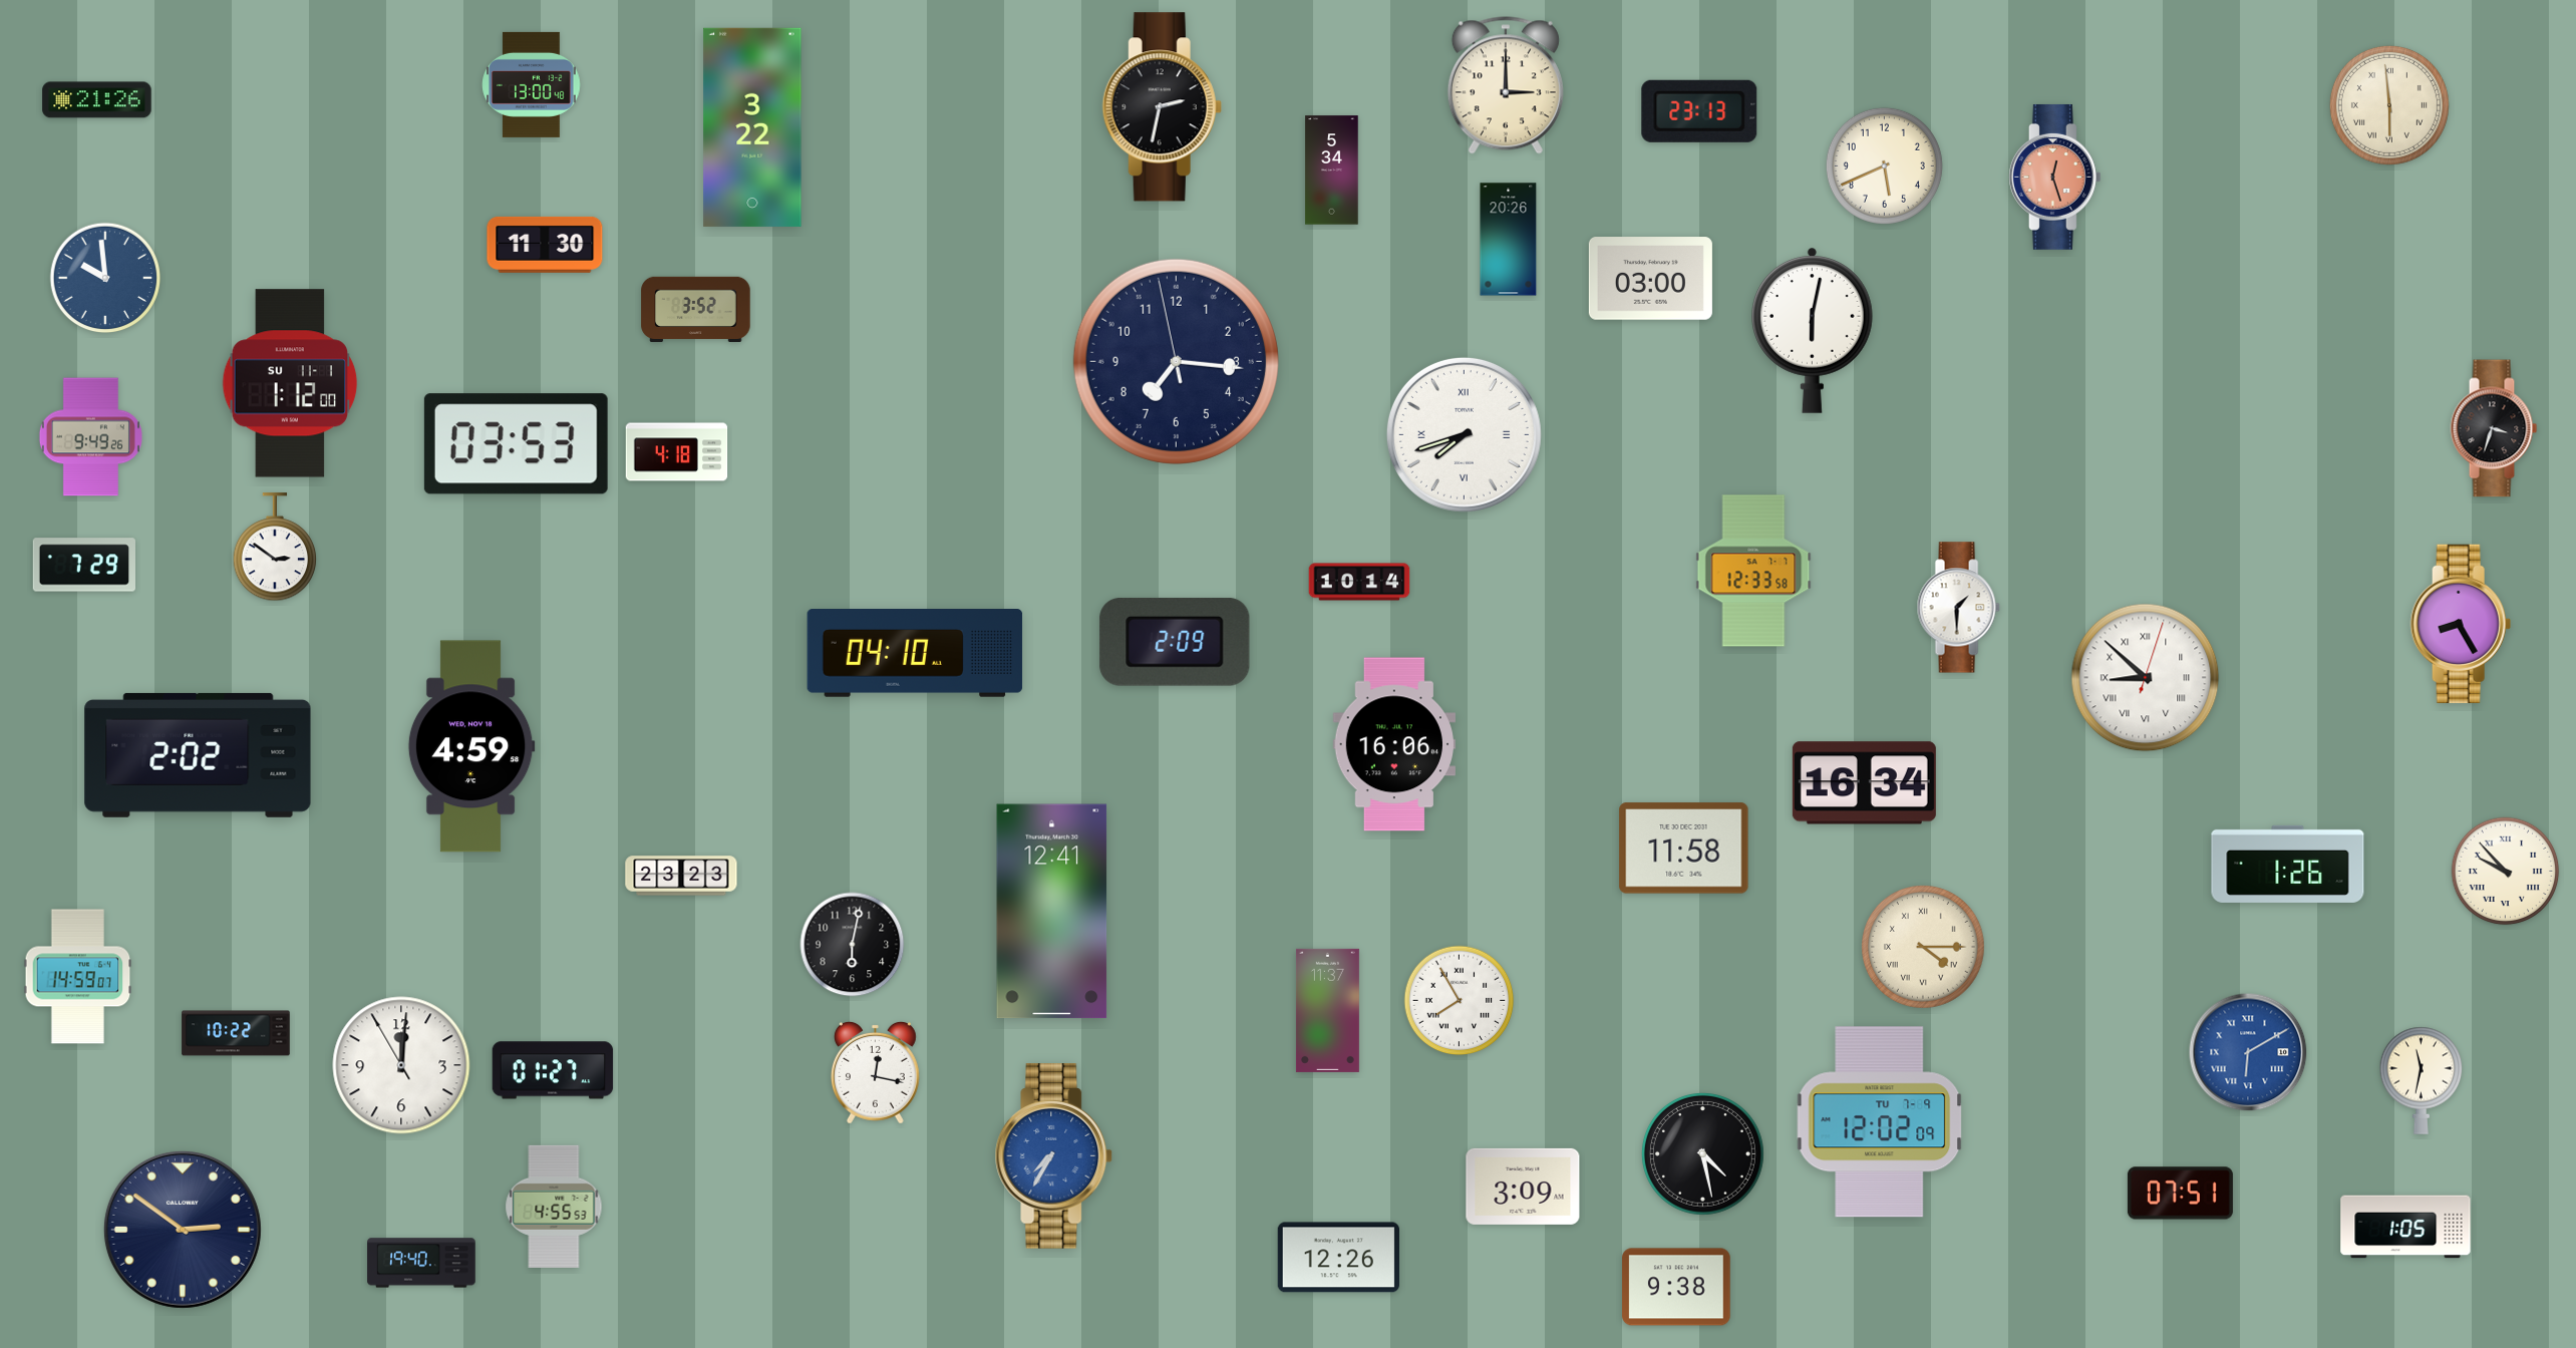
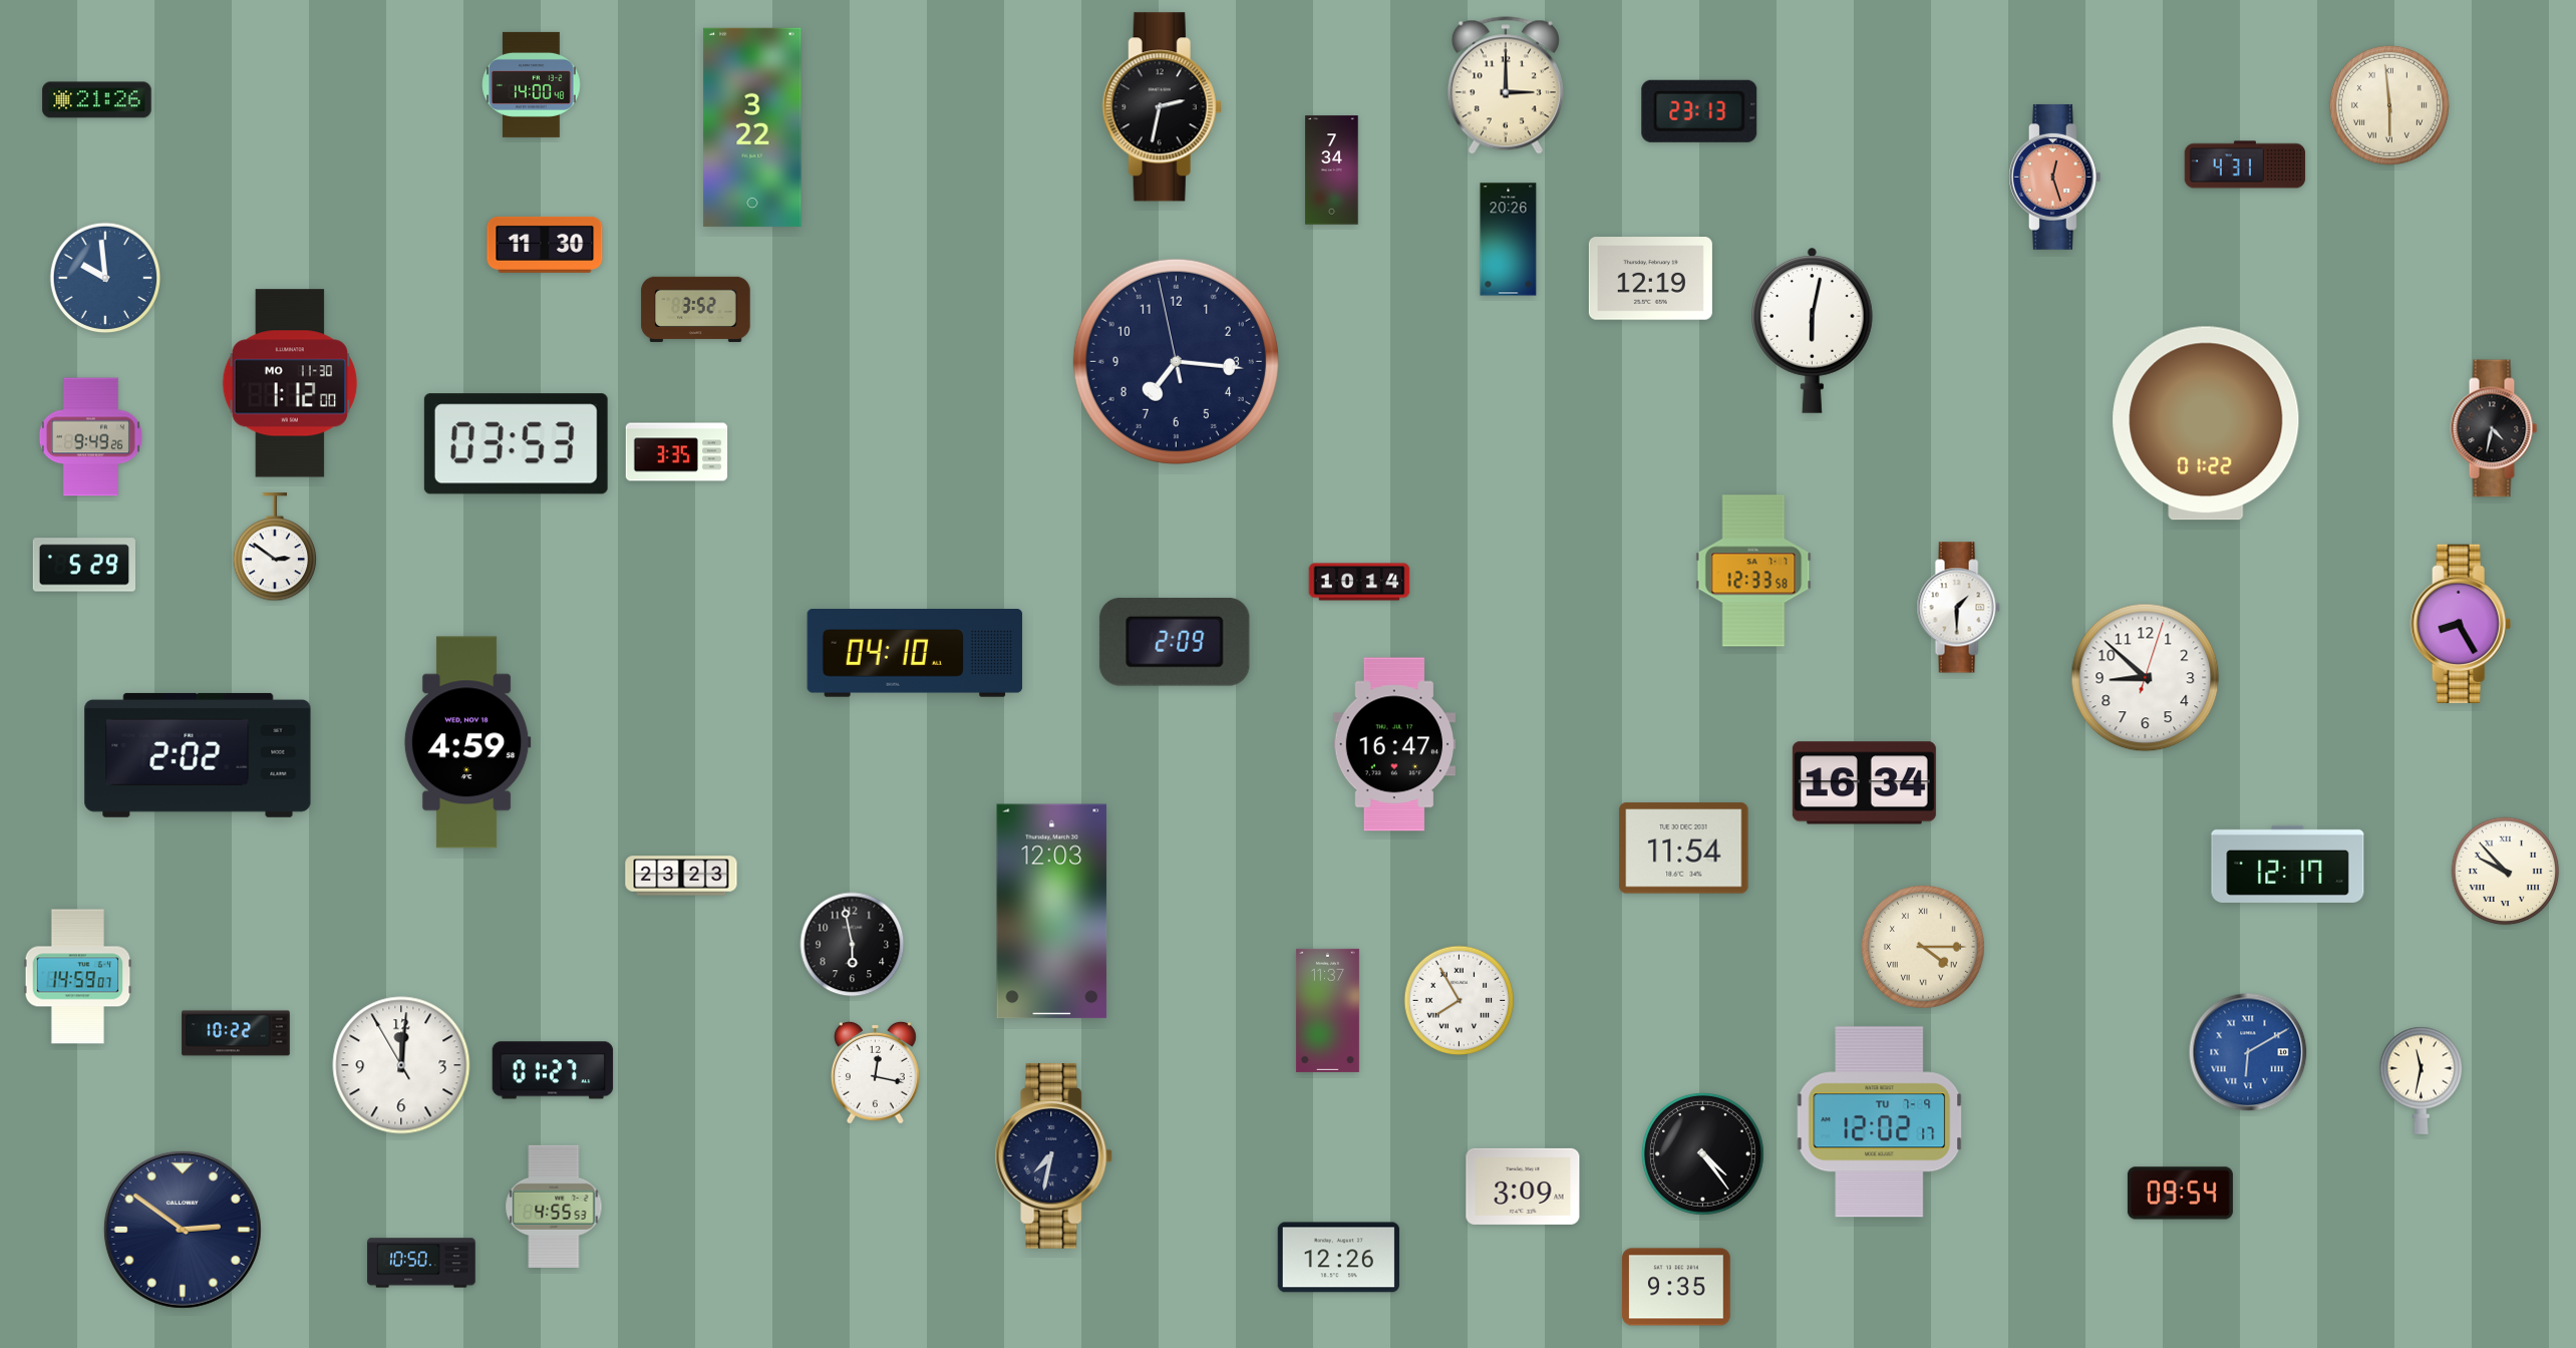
clock at (532, 84): 13:00 -> 14:00
clock at (2245, 164): none -> 4:31
clock at (1884, 165): 5:41 -> none
clock at (1332, 171): 5:34 -> 7:34
clock at (1650, 279): 03:00 -> 12:19
clock at (290, 383) date: SU 11-1 -> MO 11-30
clock at (2206, 423): none -> 01:22
clock at (2494, 428): 3:33 -> 4:32
clock at (1464, 434): 7:42 -> none
clock at (677, 452): 4:18 -> 3:35
clock at (83, 565): 7:29 -> 5:29
clock at (2146, 678) numerals: Roman -> Arabic
clock at (1394, 744): 16:06 -> 16:47
clock at (471, 746) position: (471, 746) -> (467, 742)
clock at (1684, 849): 11:58 -> 11:54
clock at (2288, 864): 1:26 -> 12:17
clock at (1052, 912): 12:41 -> 12:03
clock at (853, 945): 6:02 -> 5:58
clock at (1880, 1122): 12:02:09 -> 12:02:17
clock at (1702, 1153): 4:28 -> 4:24
clock at (1054, 1156): 7:35 -> 7:32
clock at (1054, 1156) dial: blue -> navy
clock at (2180, 1194): 07:51 -> 09:54
clock at (2405, 1227): 1:05 -> none
clock at (421, 1263): 19:40 -> 10:50
clock at (1676, 1287): 9:38 -> 9:35
